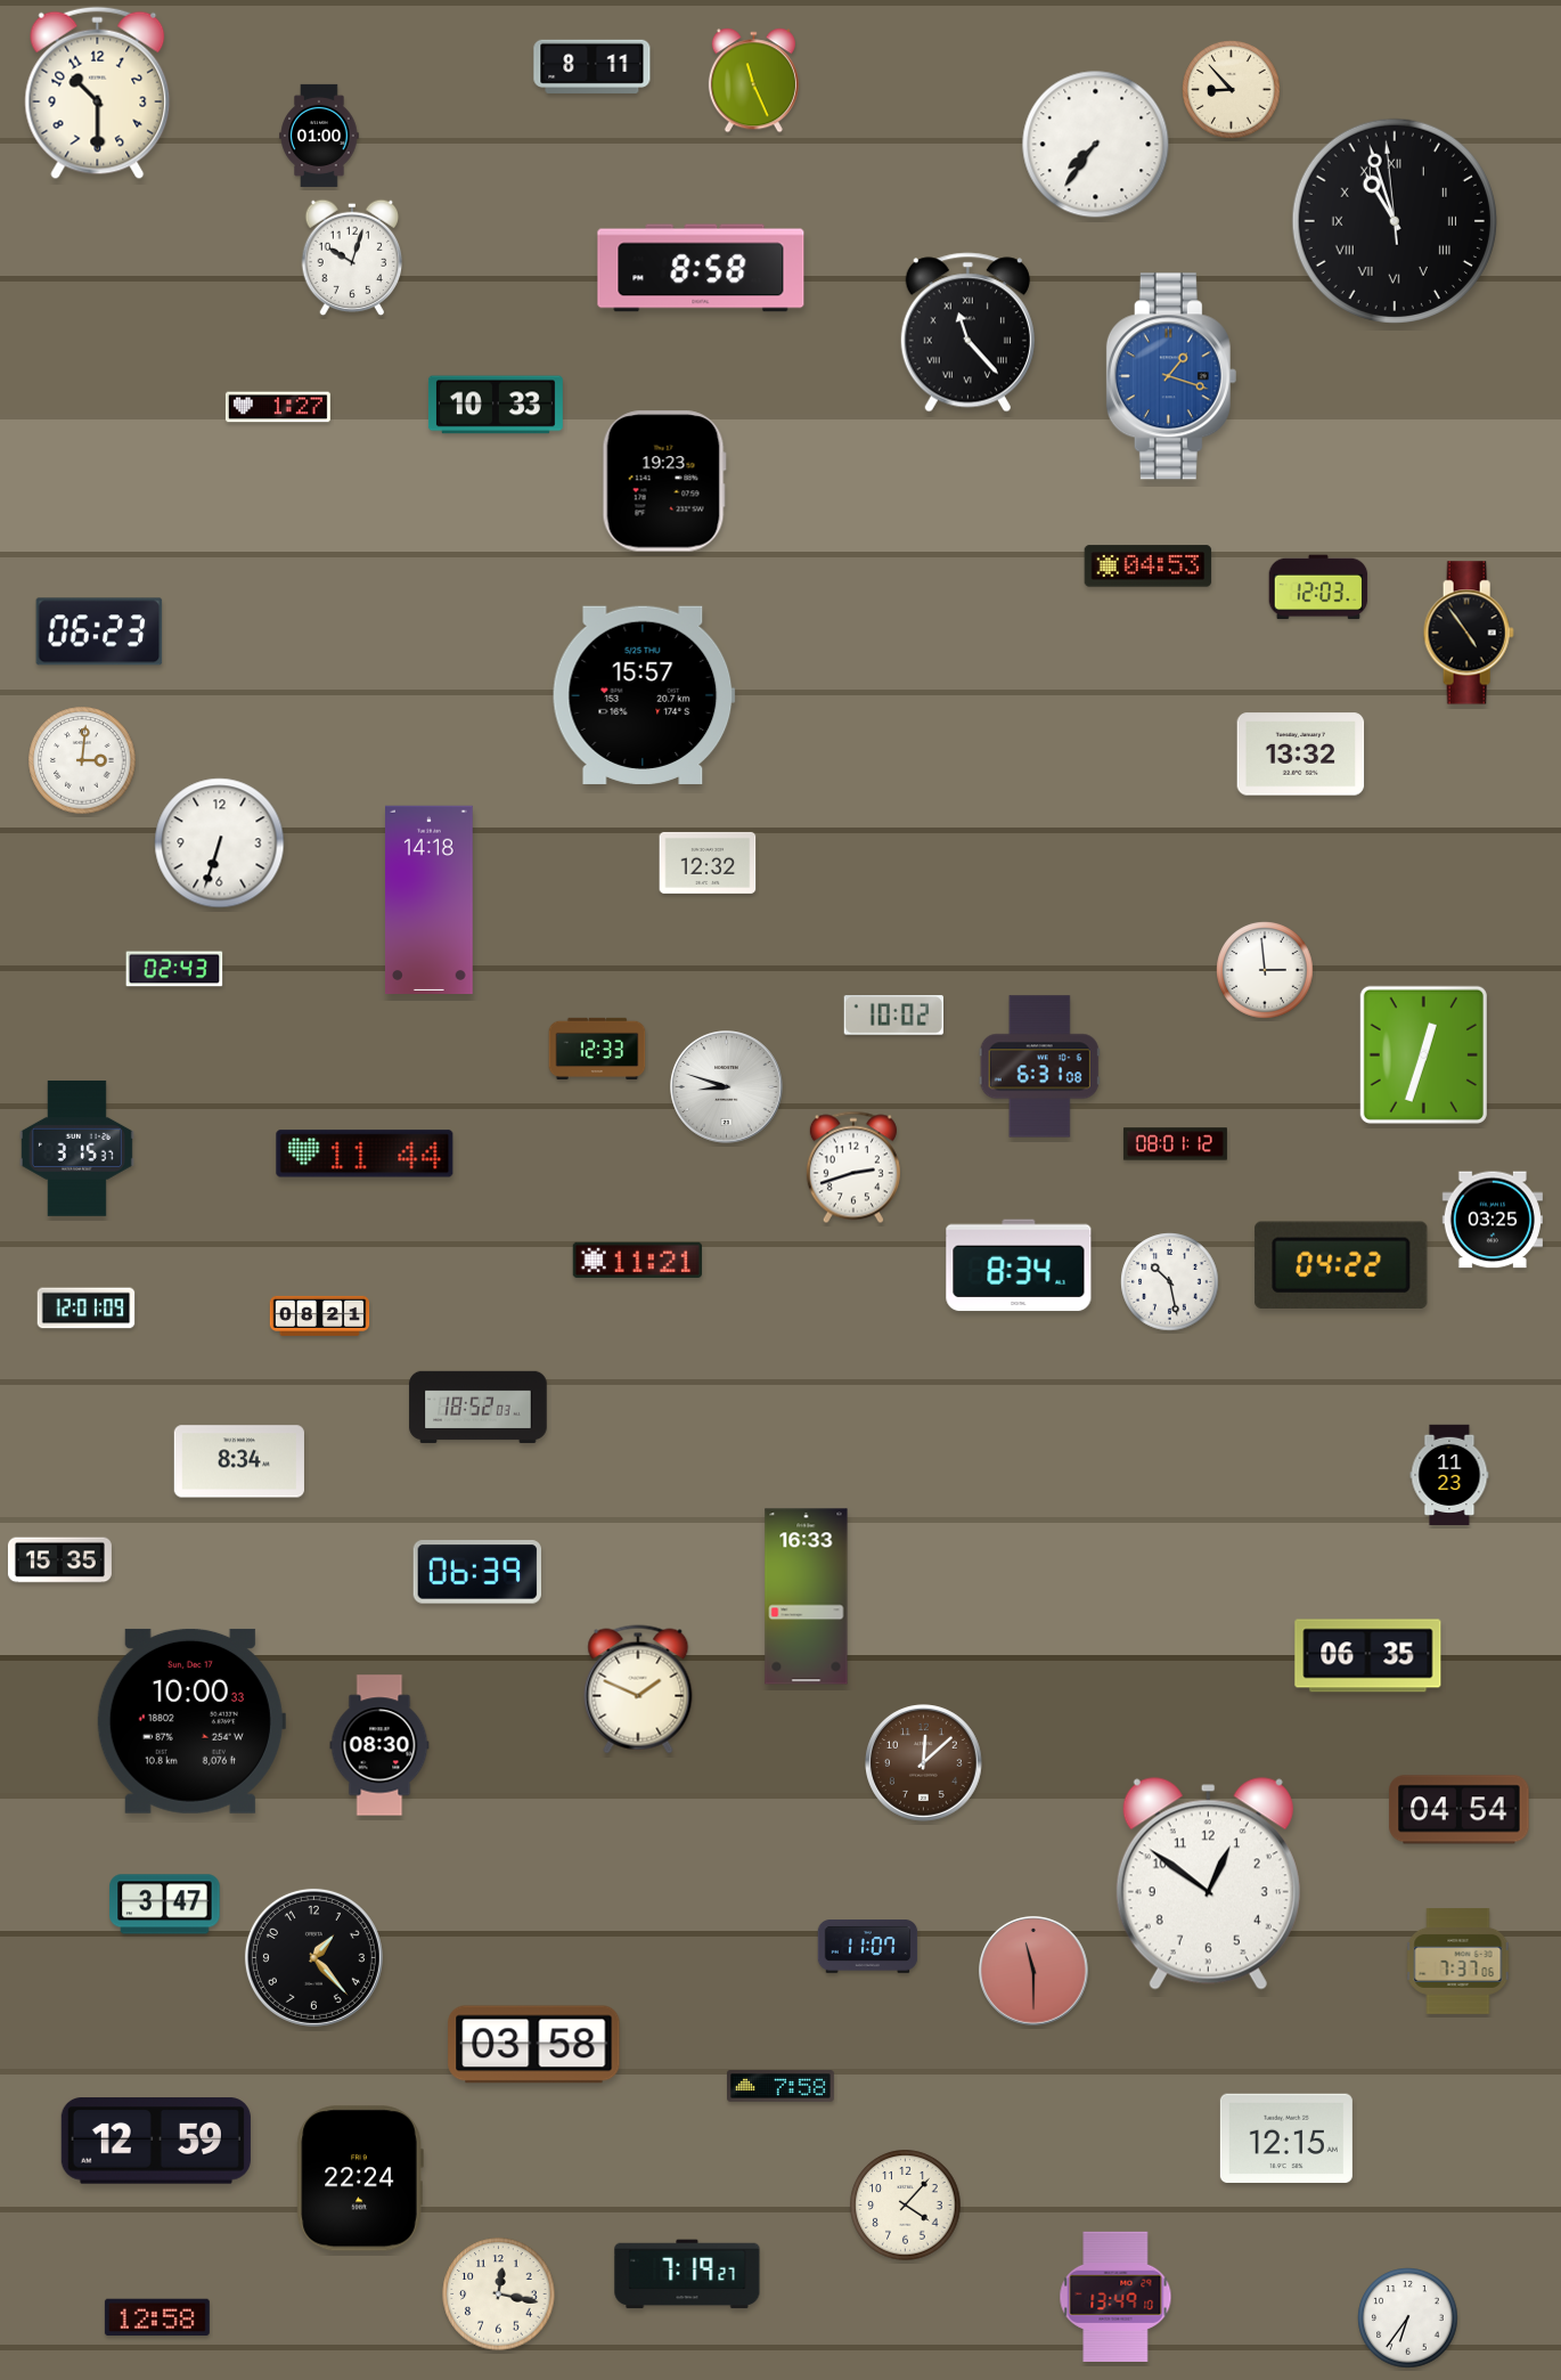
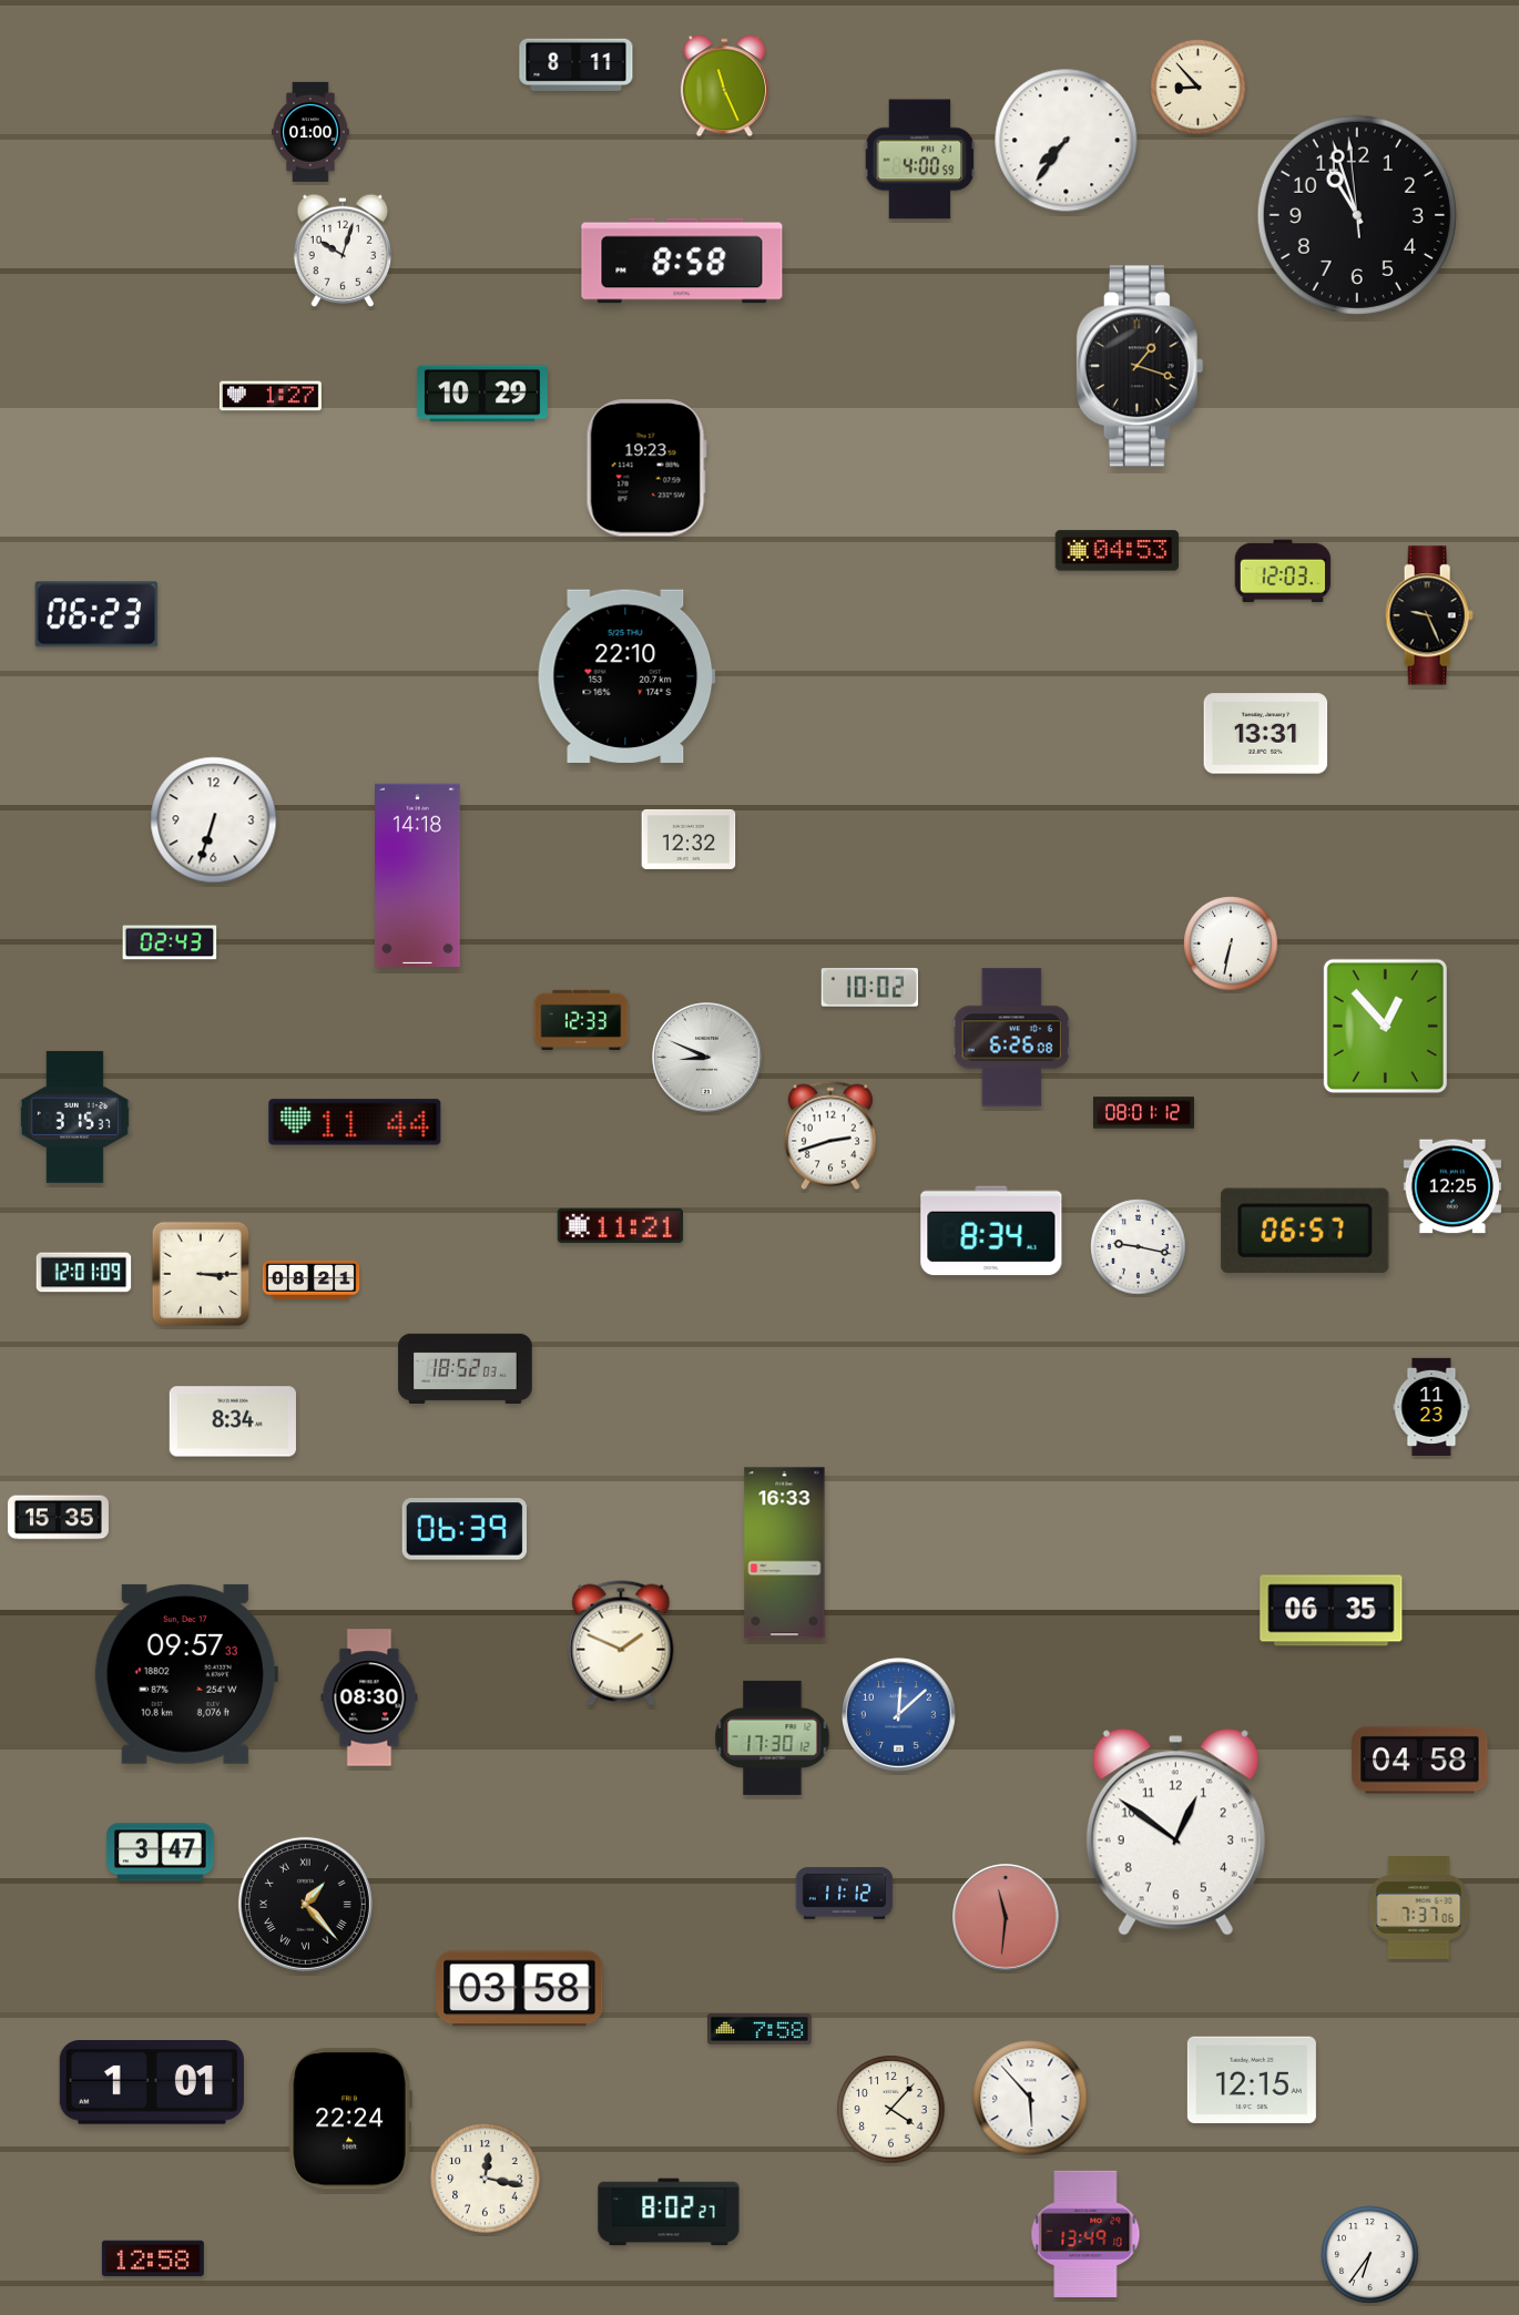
clock at (753, 81) position: (753, 81) -> (724, 86)
clock at (98, 93): 10:30 -> none
clock at (920, 160): none -> 4:00
clock at (1395, 221) numerals: Roman -> Arabic
clock at (967, 333): 11:23 -> none
clock at (1171, 376) dial: blue -> black
clock at (496, 405): 10:33 -> 10:29
clock at (1469, 633): 4:54 -> 9:26
clock at (644, 695): 15:57 -> 22:10
clock at (1301, 755): 13:32 -> 13:31
clock at (82, 760): 3:01 -> none
clock at (1265, 970): 2:59 -> 6:32
clock at (1423, 1054): 12:33 -> 12:53
clock at (1039, 1067): 6:31 -> 6:26
clock at (727, 1087): 8:48 -> 8:49
clock at (1493, 1220): 03:25 -> 12:25
clock at (1341, 1265): 04:22 -> 06:57
clock at (1170, 1282): 10:28 -> 9:17
clock at (200, 1273): none -> 3:15
clock at (1449, 1474) position: (1449, 1474) -> (1431, 1406)
clock at (191, 1721): 10:00 -> 09:57
clock at (924, 1763) dial: brown -> blue
clock at (773, 1737): none -> 17:30
clock at (1460, 1810): 04:54 -> 04:58
clock at (868, 1947): 11:07 -> 11:12
clock at (313, 1957) numerals: Arabic -> Roman
clock at (1033, 1971): 11:30 -> 11:31
clock at (156, 2141): 12:59 -> 1:01
clock at (1030, 2098): none -> 5:53
clock at (906, 2206) position: (906, 2206) -> (891, 2110)
clock at (687, 2274): 7:19 -> 8:02
clock at (499, 2295) position: (499, 2295) -> (486, 2179)
clock at (157, 2317) position: (157, 2317) -> (153, 2258)
